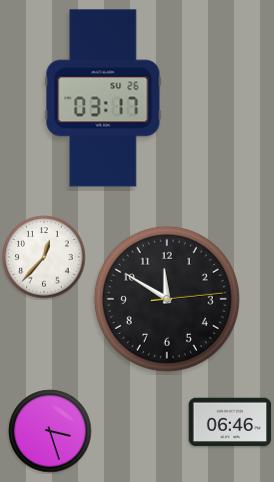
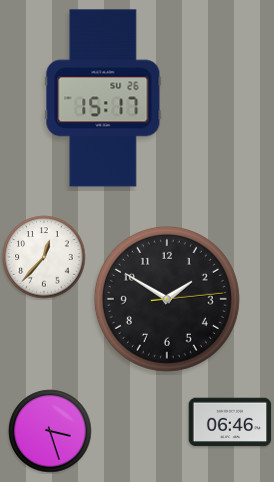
clock at (103, 98): 03:17 -> 15:17
clock at (167, 299): 11:50 -> 1:50
